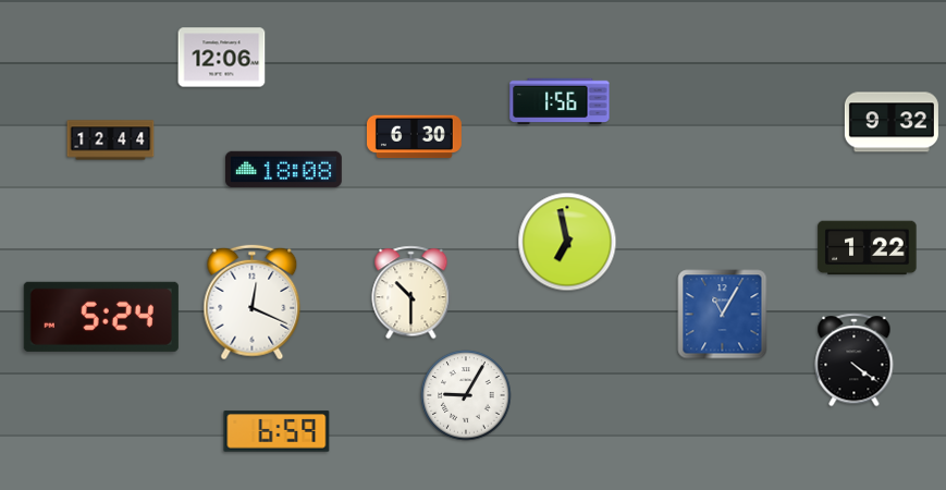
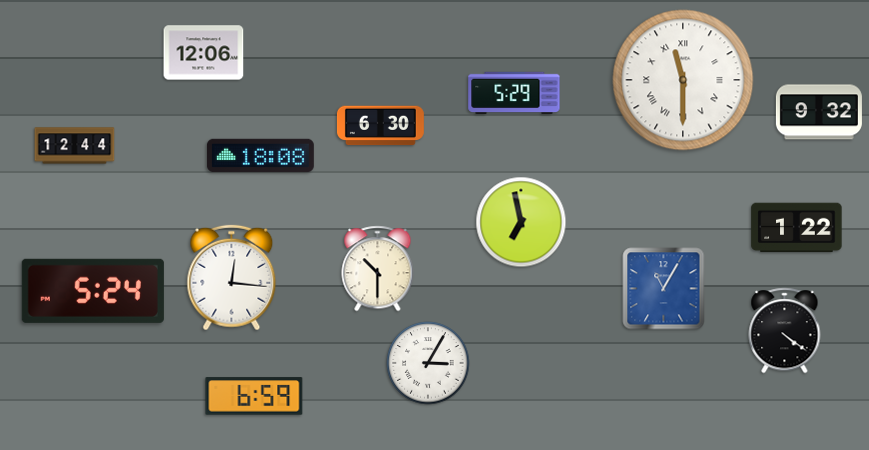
clock at (683, 80): none -> 11:30
clock at (560, 101): 1:56 -> 5:29
clock at (111, 140) position: (111, 140) -> (75, 146)
clock at (253, 303): 12:19 -> 12:16
clock at (466, 395): 9:05 -> 3:05
